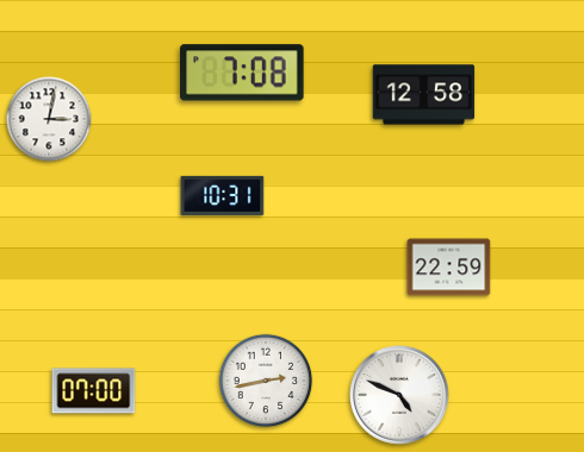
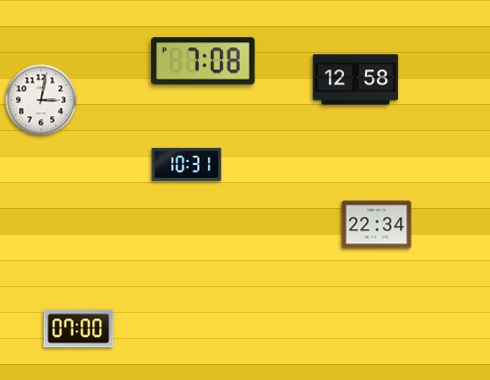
clock at (449, 268): 22:59 -> 22:34
clock at (266, 381): 2:43 -> none
clock at (399, 395): 4:49 -> none
